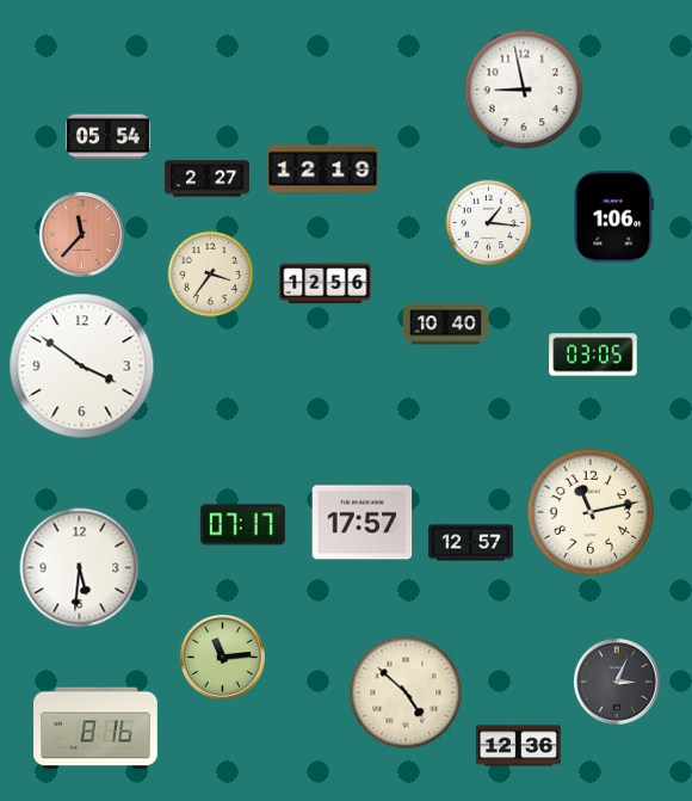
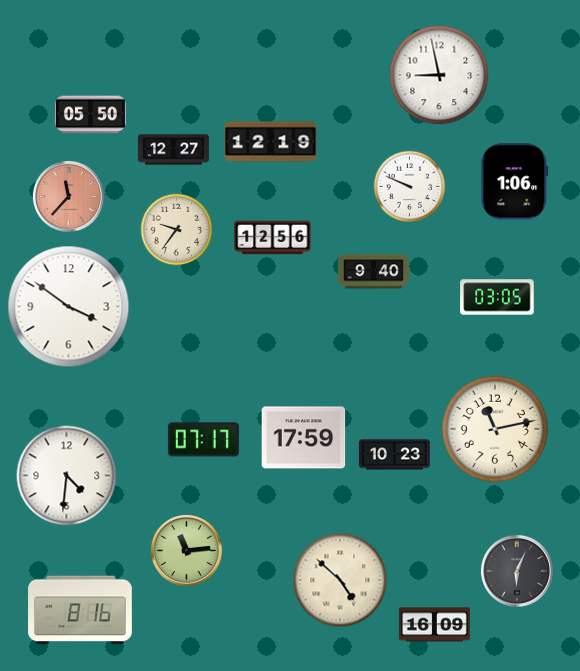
clock at (107, 137): 05:54 -> 05:50
clock at (206, 179): 2:27 -> 12:27
clock at (489, 223): 1:16 -> 9:49
clock at (211, 275): 3:36 -> 9:36
clock at (445, 325): 10:40 -> 9:40
clock at (363, 523): 17:57 -> 17:59
clock at (470, 543): 12:57 -> 10:23
clock at (80, 568): 5:31 -> 4:31
clock at (617, 682): 3:04 -> 6:04
clock at (518, 746): 12:36 -> 16:09
